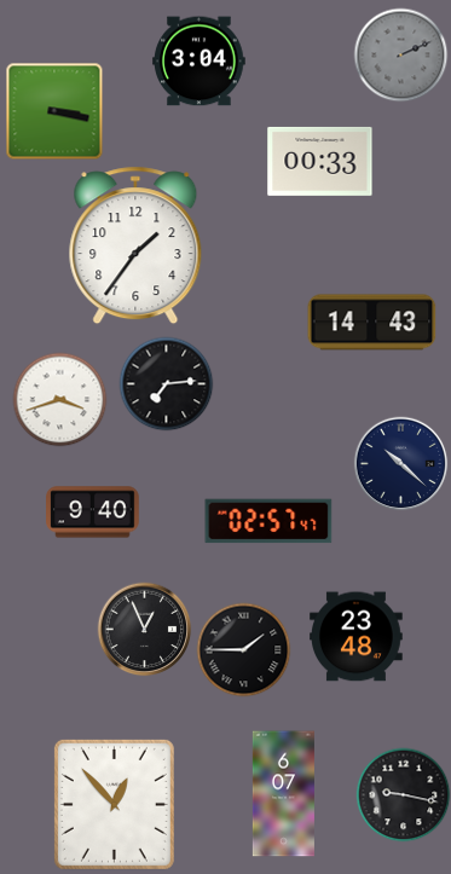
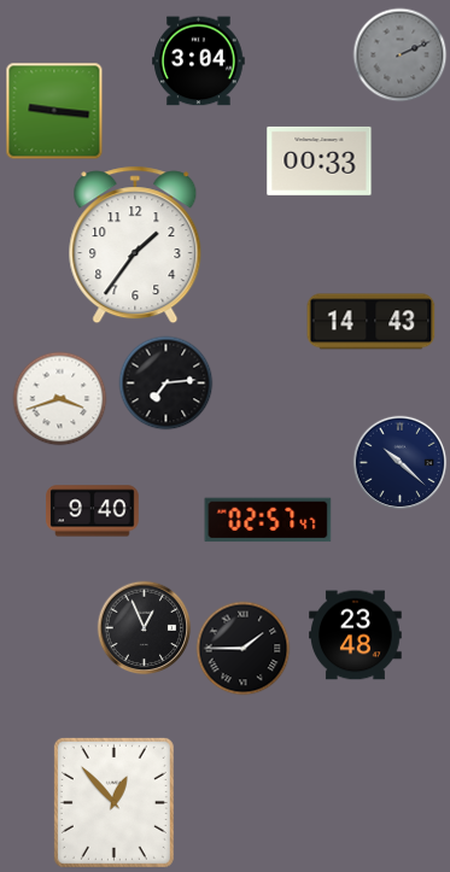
clock at (54, 111): 3:17 -> 9:16
clock at (283, 794): 6:07 -> none
clock at (403, 794): 9:17 -> none
